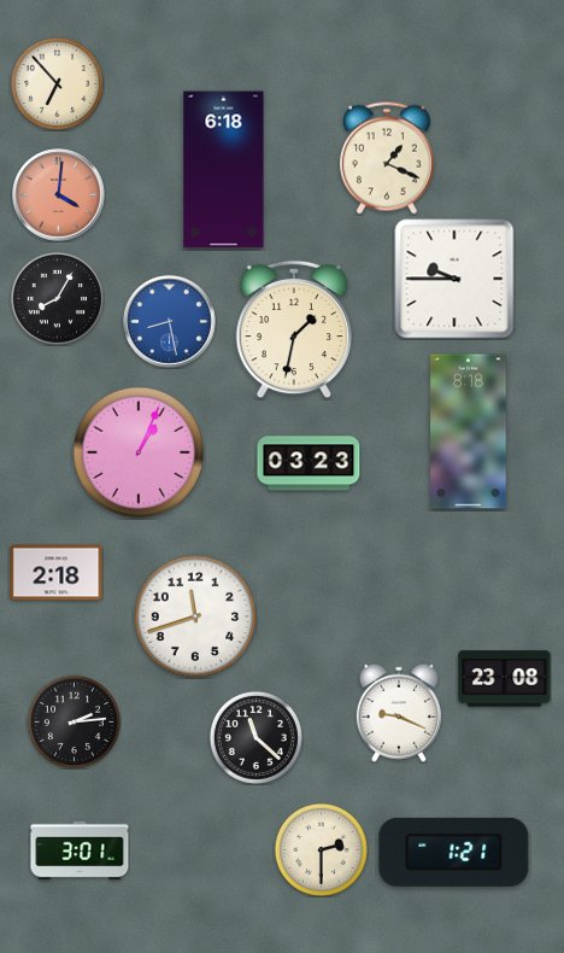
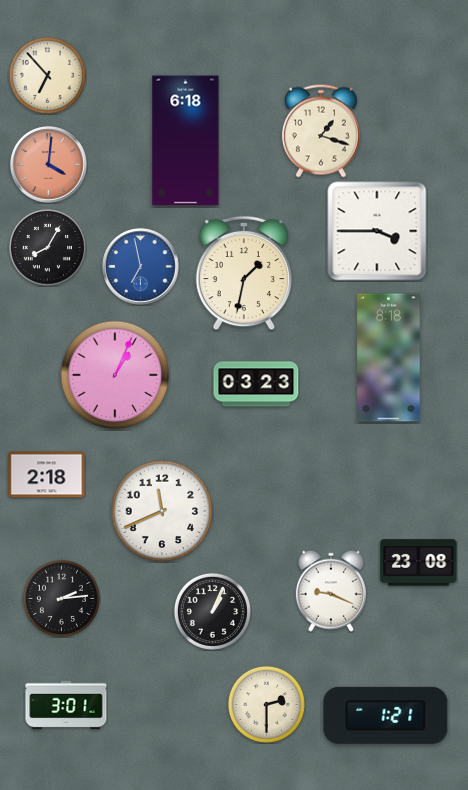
clock at (57, 83) position: (57, 83) -> (47, 75)
clock at (387, 158): 1:19 -> 1:18
clock at (59, 195) position: (59, 195) -> (49, 165)
clock at (454, 279): 9:45 -> 3:45
clock at (170, 322): 8:28 -> 6:58
clock at (195, 616): 11:42 -> 11:41
clock at (255, 737): 11:22 -> 1:04
clock at (454, 852) position: (454, 852) -> (386, 715)
